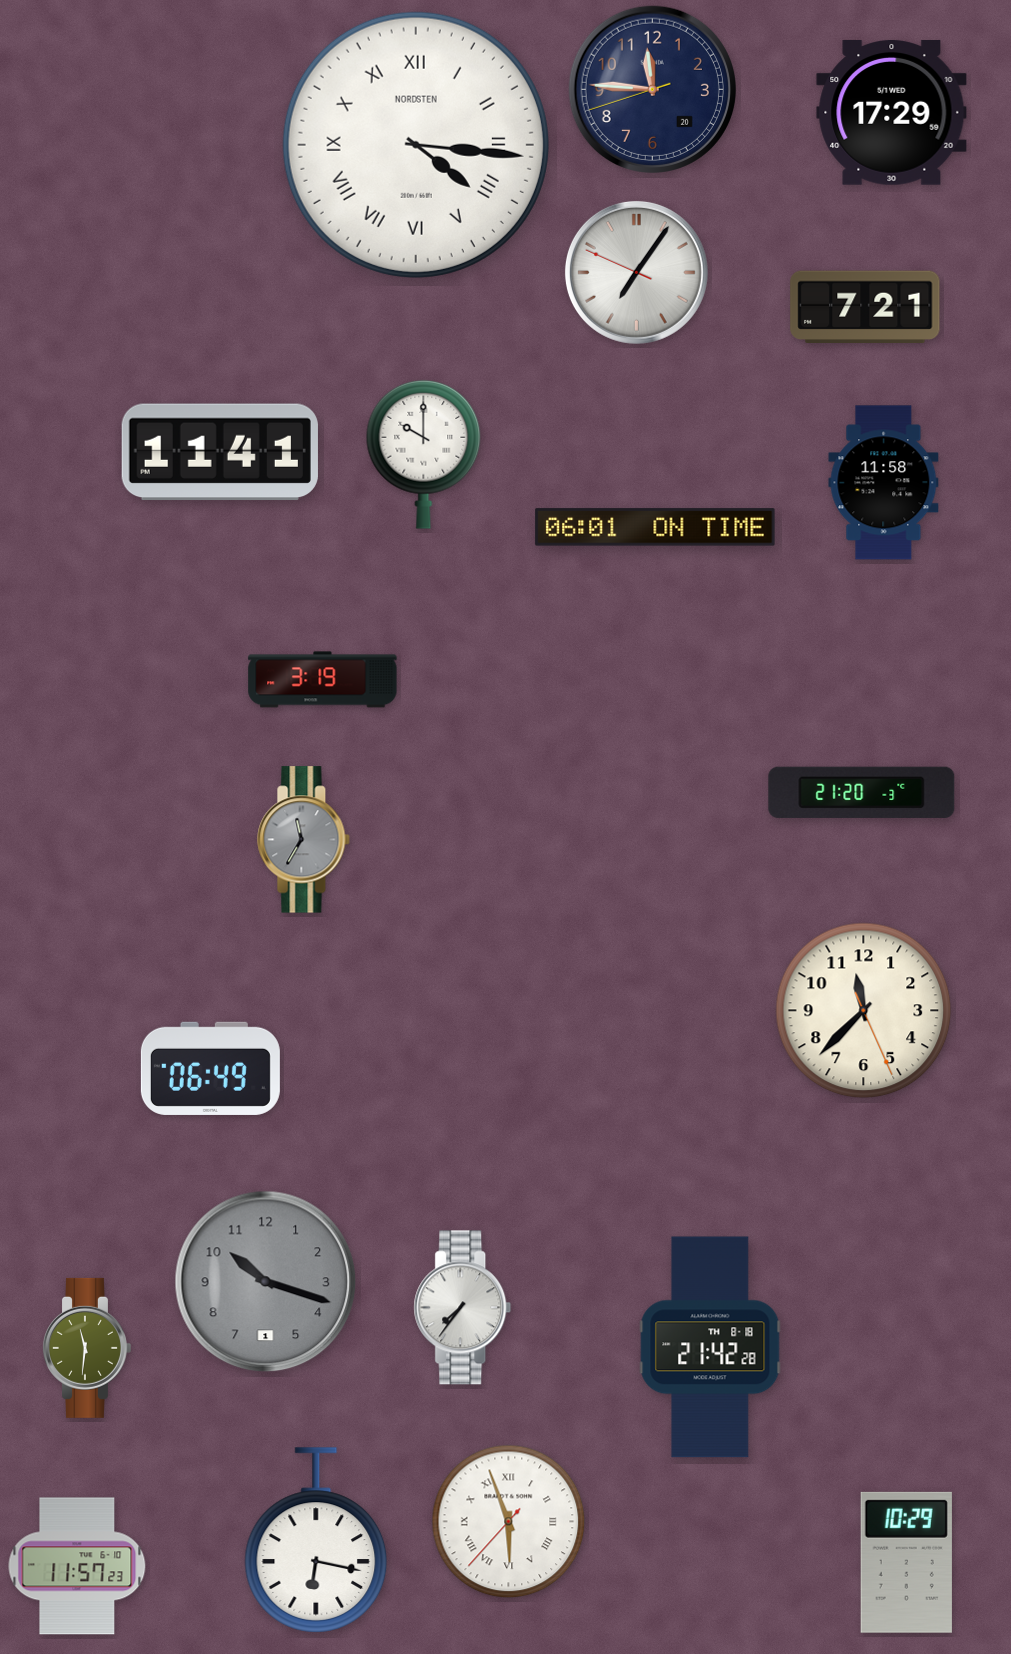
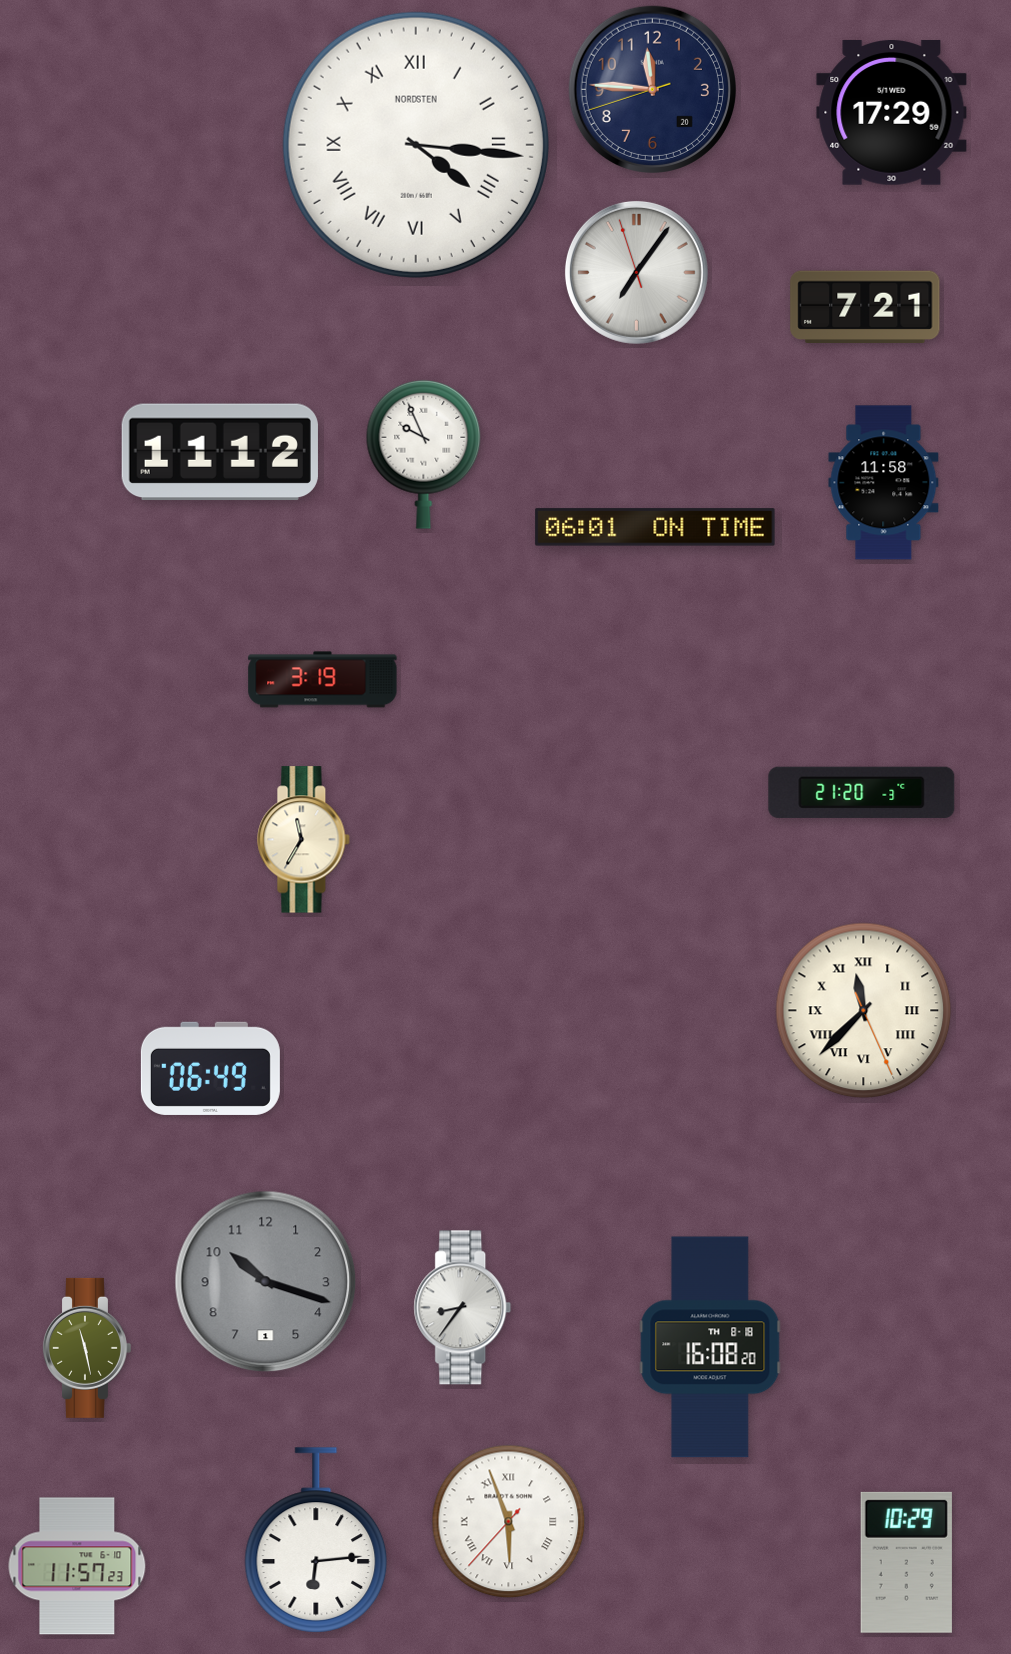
clock at (636, 272): 7:05:49 -> 7:05:57
clock at (220, 452): 11:41 -> 11:12
clock at (424, 454): 10:00 -> 9:56
clock at (304, 840) dial: grey -> cream
clock at (864, 1011) numerals: Arabic -> Roman
clock at (463, 1308): 7:36 -> 8:36
clock at (710, 1347): 21:42 -> 16:08
clock at (86, 1348): 11:31 -> 11:28
clock at (316, 1540): 6:17 -> 6:14
